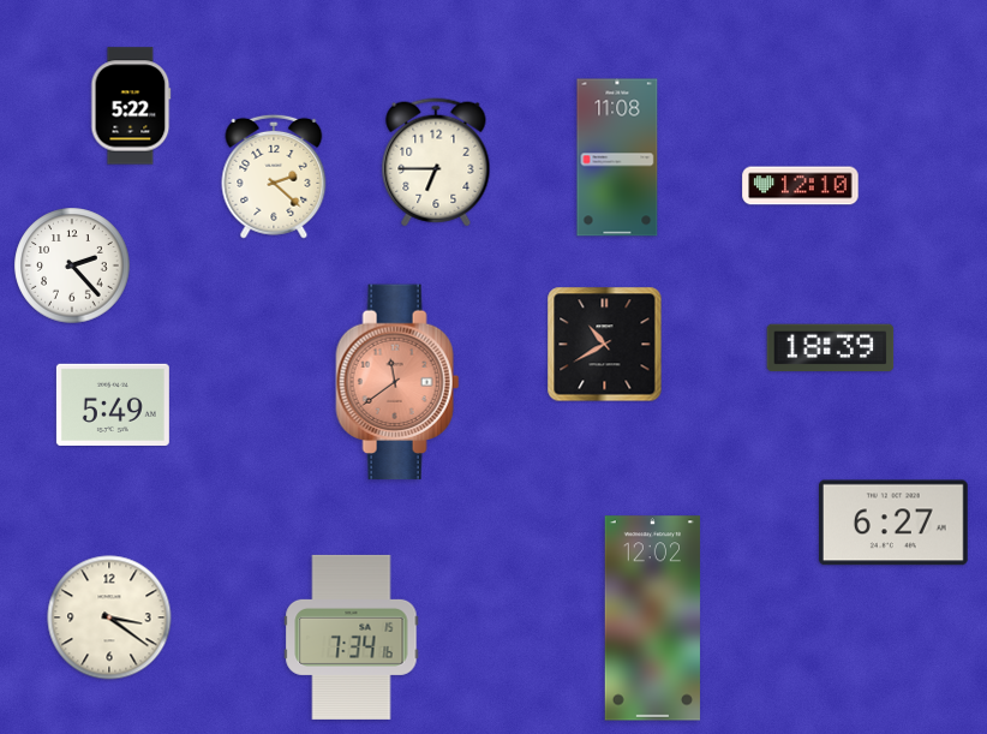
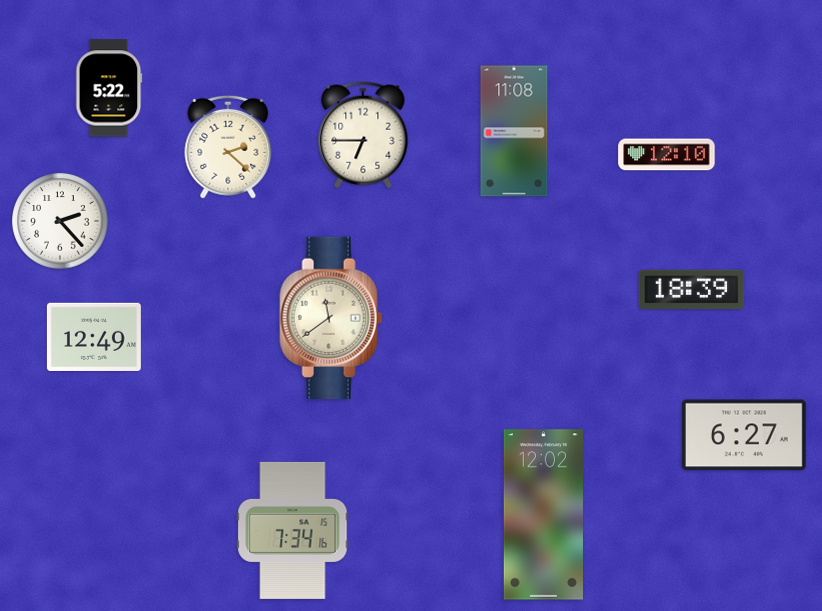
clock at (605, 345): 10:40 -> none
clock at (397, 382) dial: salmon -> cream
clock at (113, 405): 5:49 -> 12:49
clock at (109, 617): 3:21 -> none
